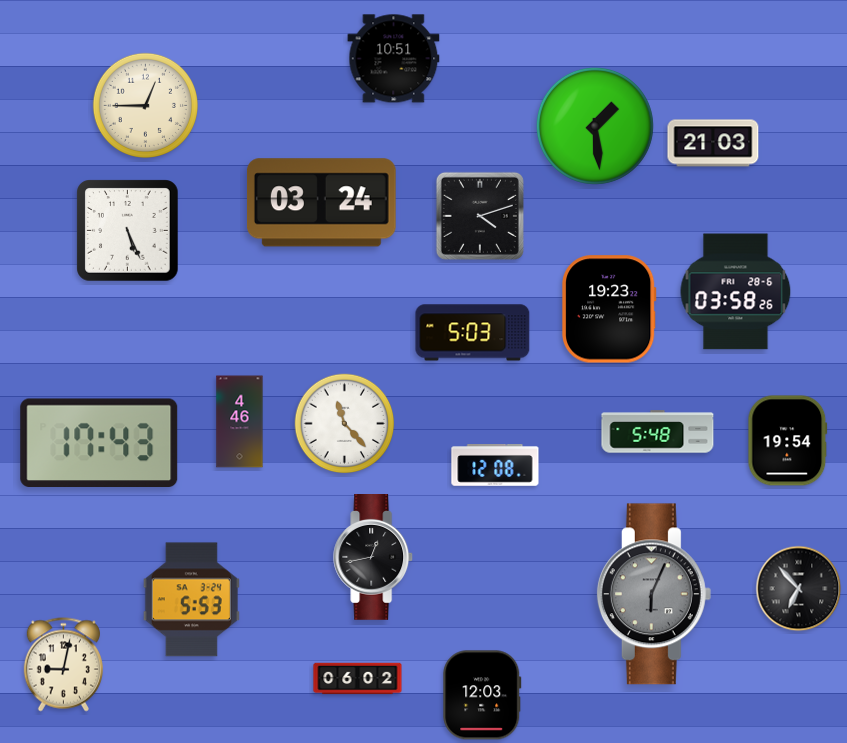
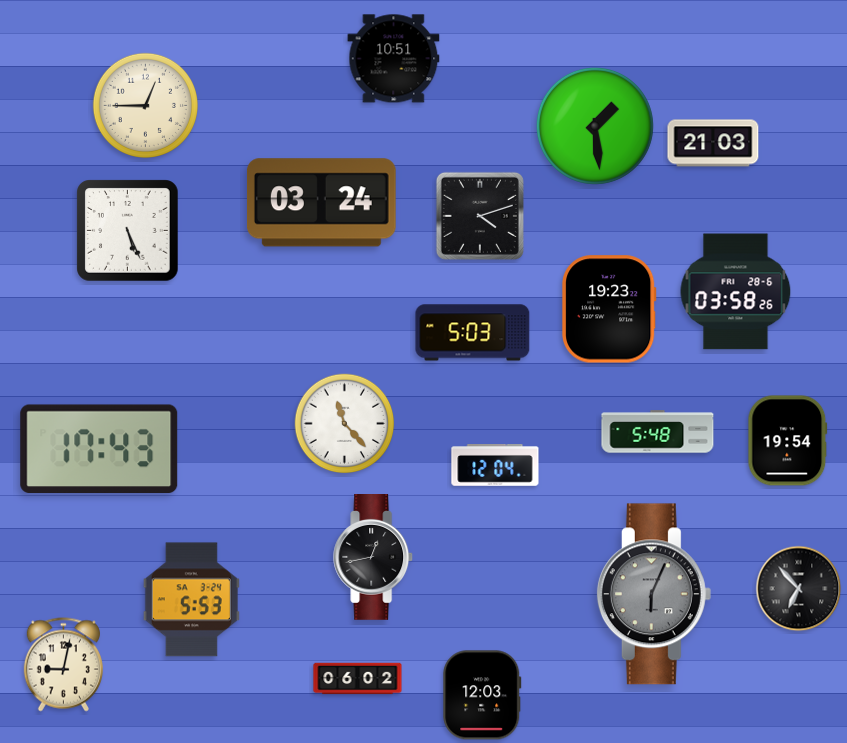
clock at (240, 422): 4:46 -> none
clock at (99, 442) position: (99, 442) -> (99, 448)
clock at (495, 465): 12:08 -> 12:04
